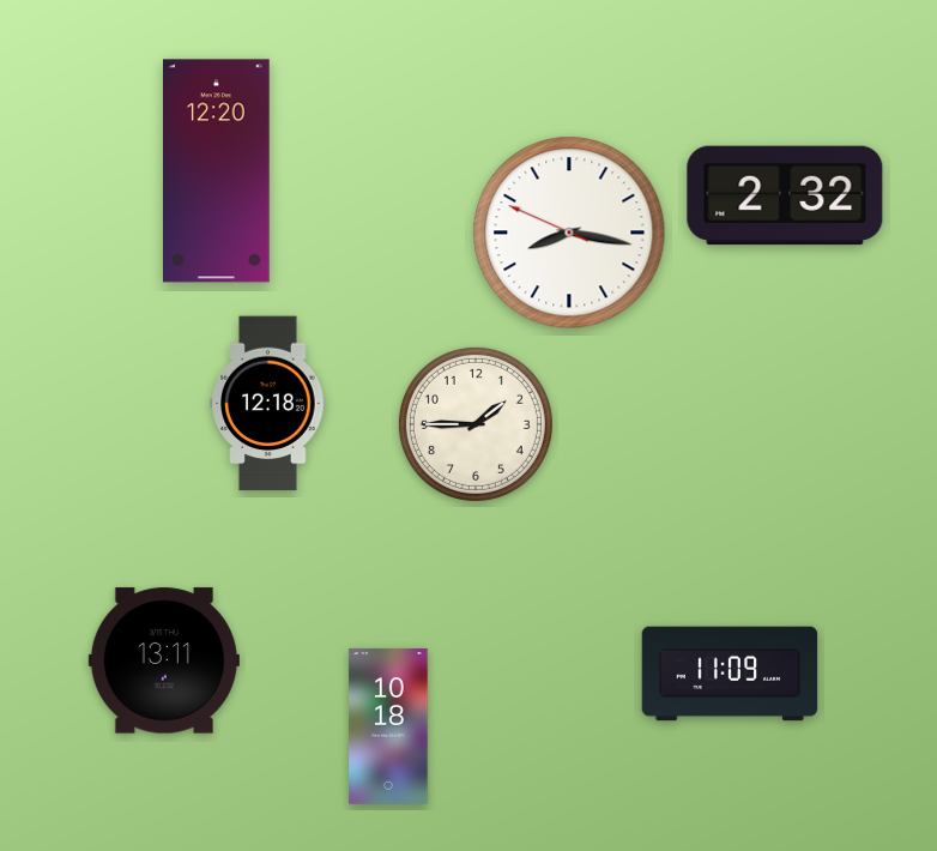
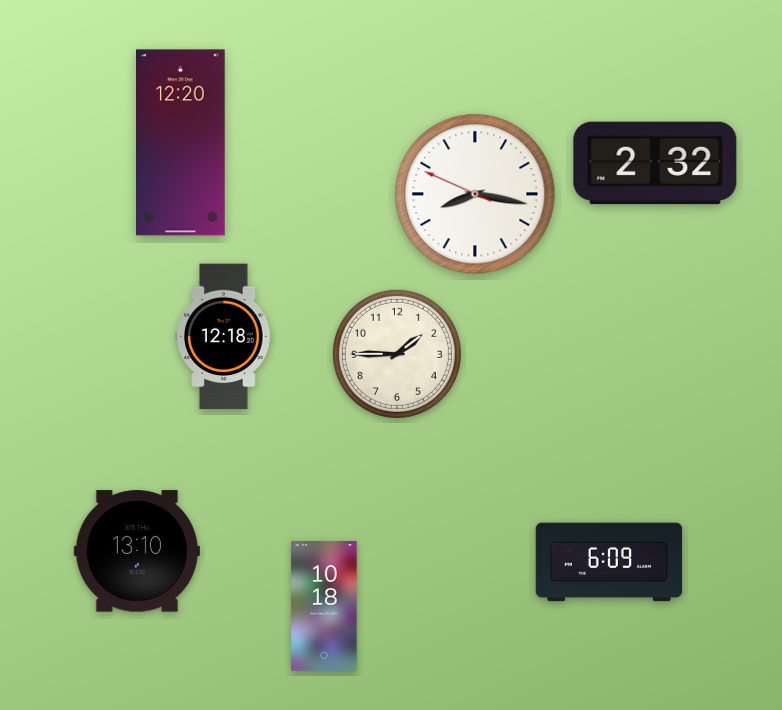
clock at (164, 660): 13:11 -> 13:10
clock at (730, 674): 11:09 -> 6:09
